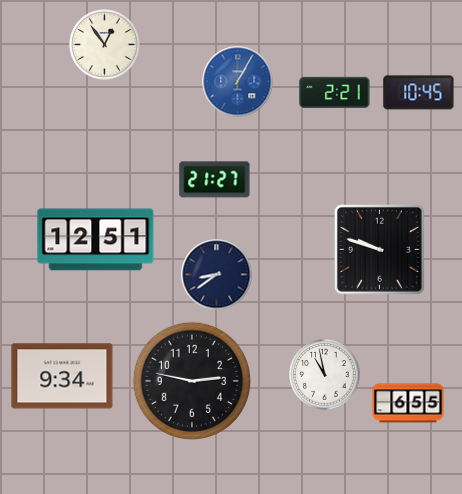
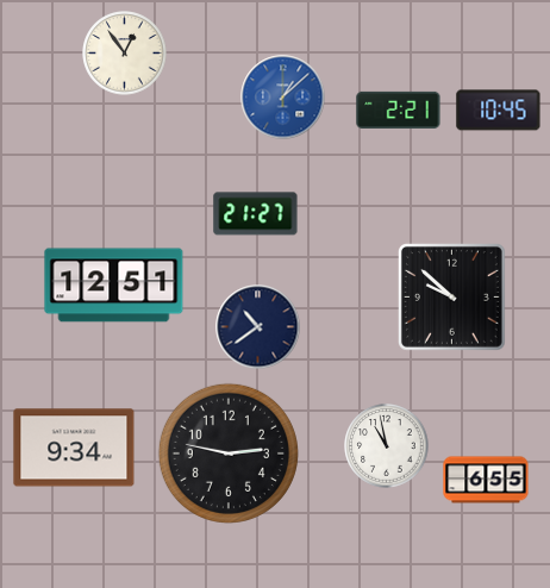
clock at (238, 82): 1:05 -> 1:08
clock at (379, 249): 9:48 -> 9:52
clock at (217, 275): 8:39 -> 10:39
